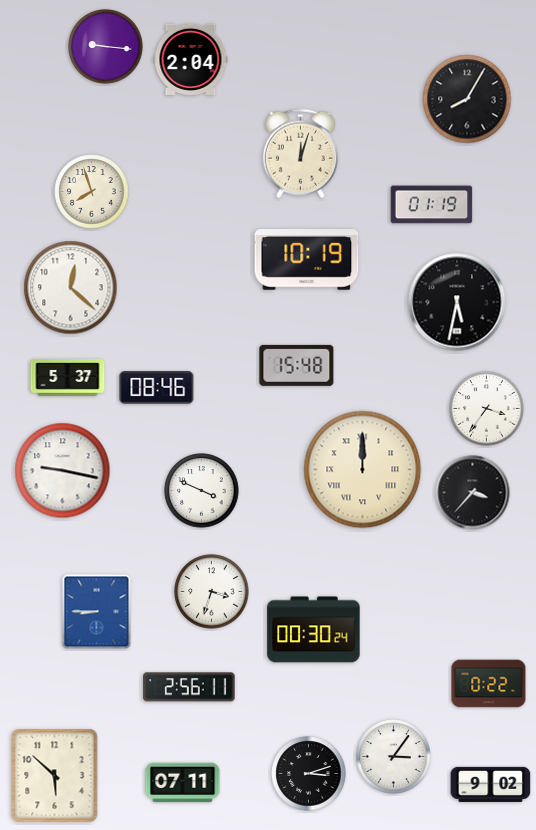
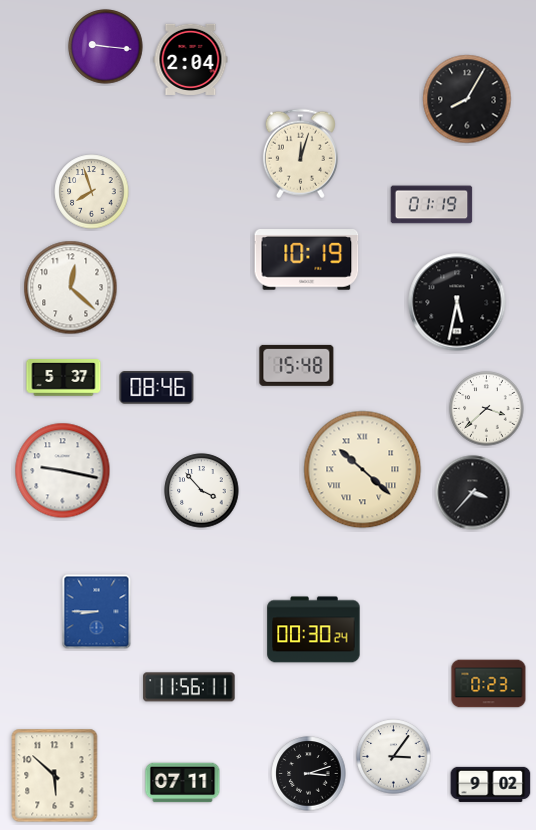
clock at (68, 378) position: (68, 378) -> (64, 378)
clock at (487, 409): 3:36 -> 3:38
clock at (363, 470): 12:00 -> 10:22
clock at (202, 491): 3:49 -> 3:53
clock at (212, 592): 3:33 -> none
clock at (489, 684): 0:22 -> 0:23
clock at (189, 687): 2:56 -> 11:56
